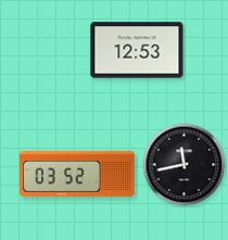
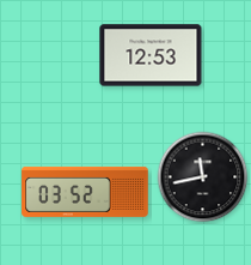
clock at (185, 165) position: (185, 165) -> (203, 177)
